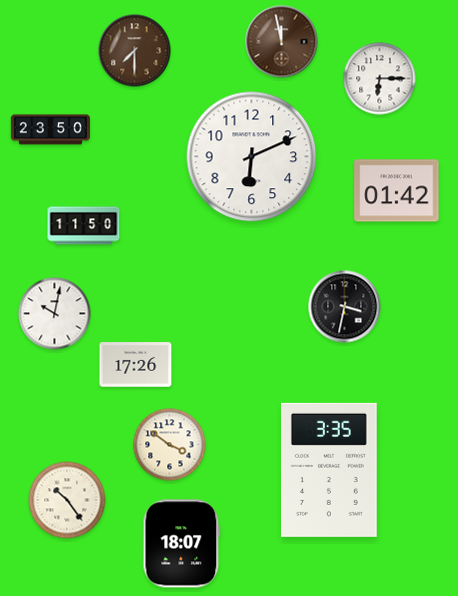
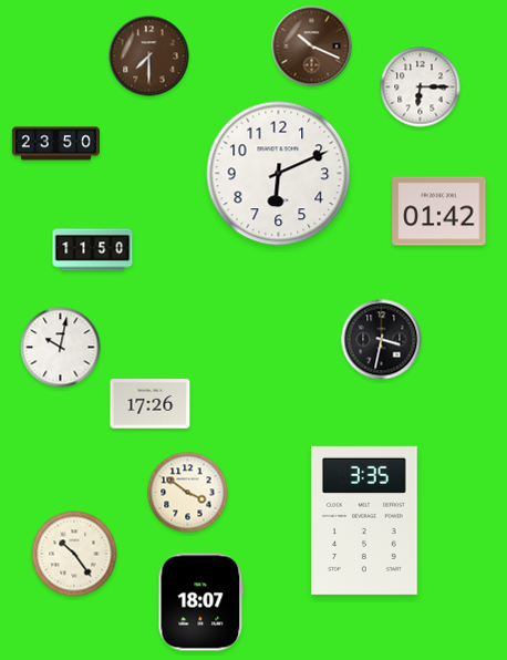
clock at (282, 42): 11:58 -> 10:19
